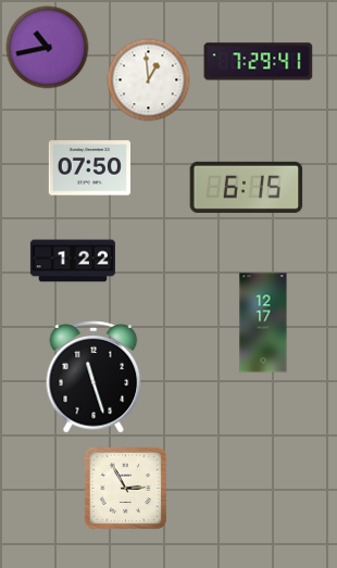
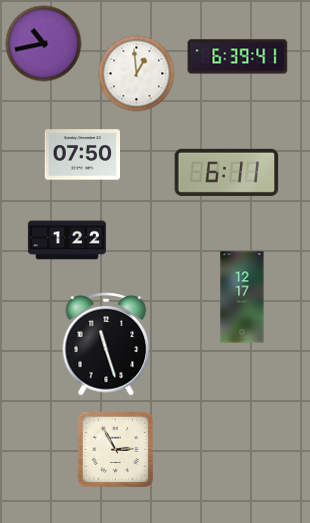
clock at (259, 62): 7:29 -> 6:39
clock at (247, 187): 6:15 -> 6:11
clock at (93, 378) position: (93, 378) -> (106, 345)
